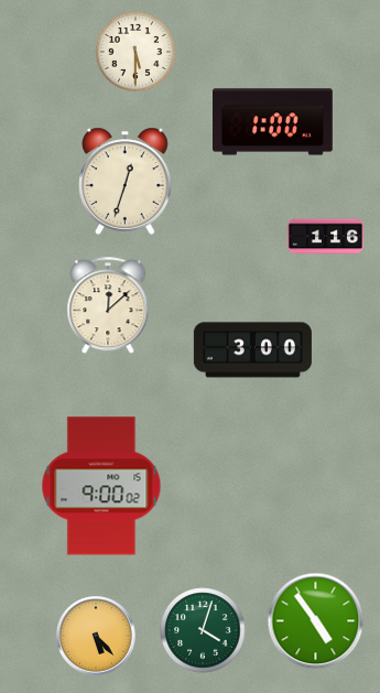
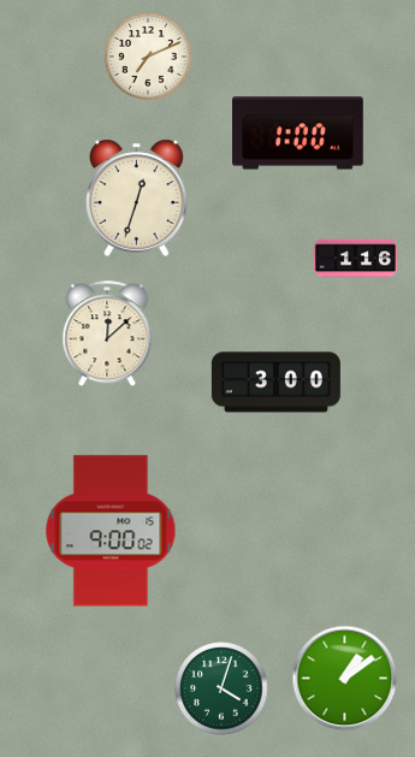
clock at (135, 52): 5:30 -> 7:11
clock at (108, 306) position: (108, 306) -> (107, 335)
clock at (316, 621): 4:54 -> 1:09
clock at (96, 636): 5:23 -> none
